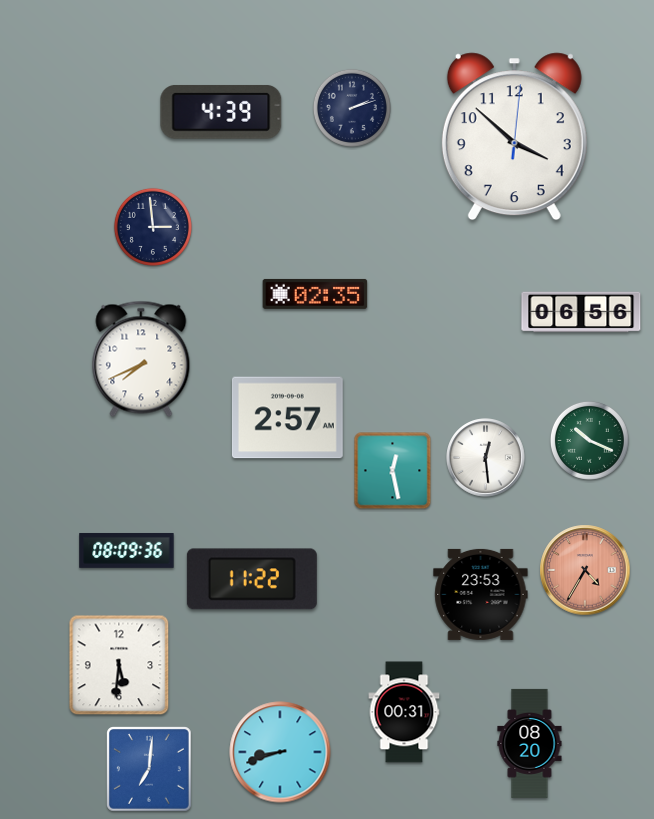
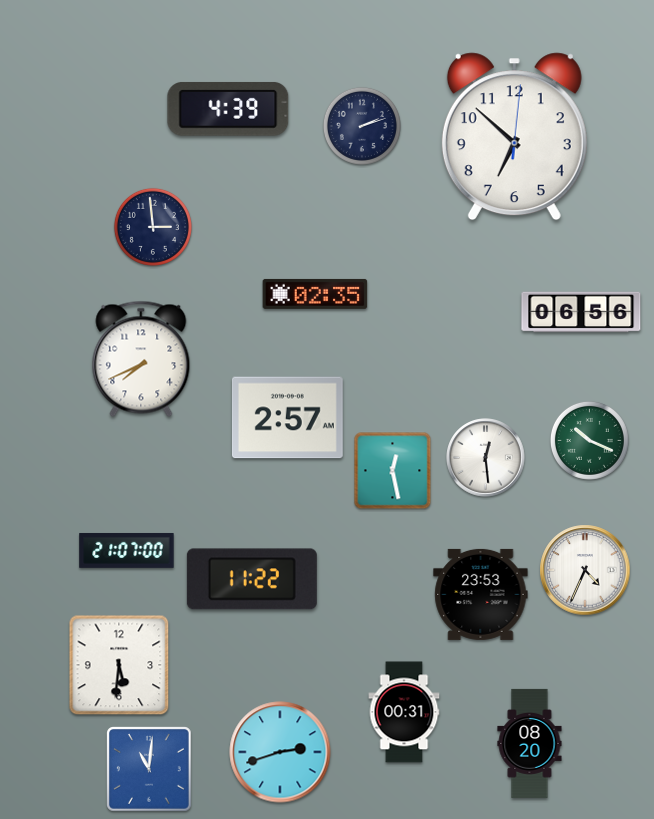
clock at (352, 108) position: (352, 108) -> (362, 126)
clock at (221, 112) position: (221, 112) -> (228, 109)
clock at (514, 137): 3:52 -> 6:52
clock at (127, 550): 08:09 -> 21:07
clock at (585, 570): 4:35 -> 4:34
clock at (585, 570) dial: salmon -> white
clock at (280, 752): 8:42 -> 2:42
clock at (149, 769): 7:01 -> 11:01
